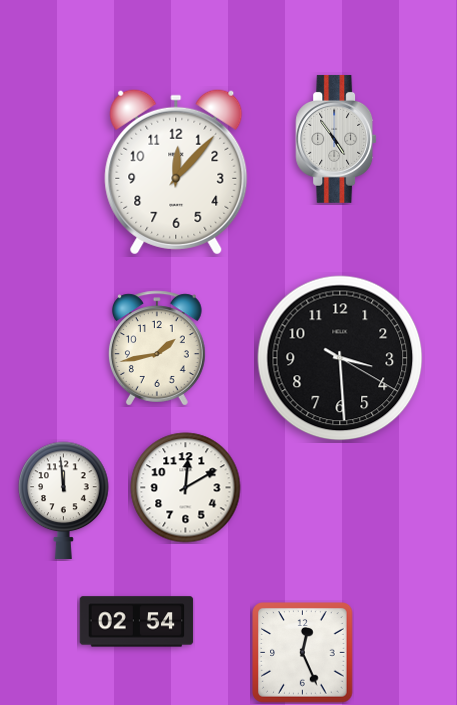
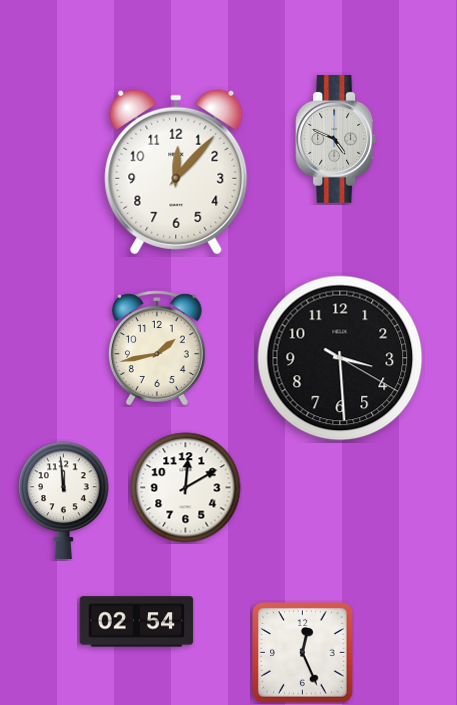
clock at (336, 139): 4:54 -> 4:49
